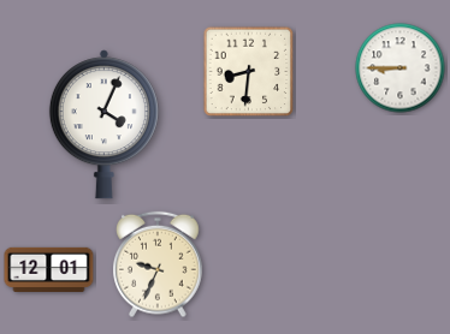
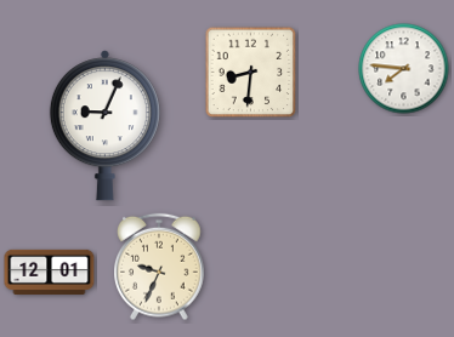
clock at (401, 68): 8:45 -> 7:46
clock at (103, 125): 4:04 -> 9:04
